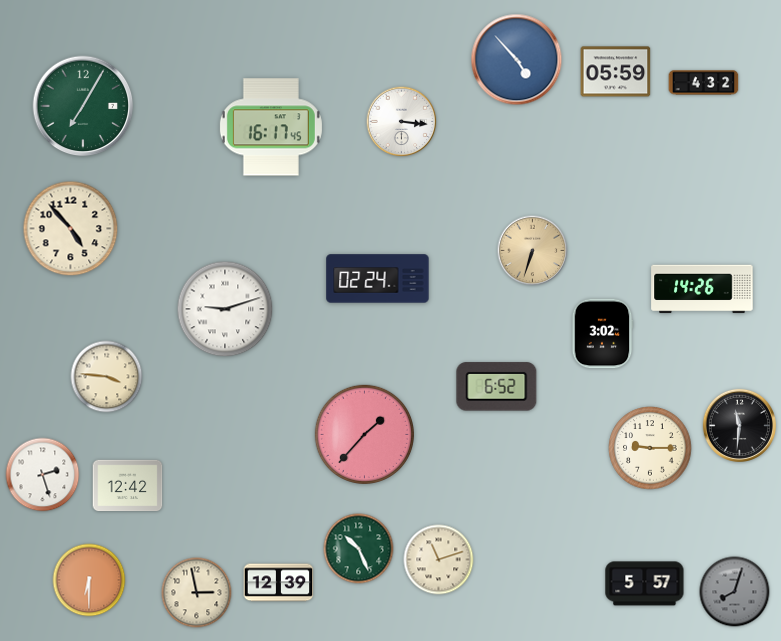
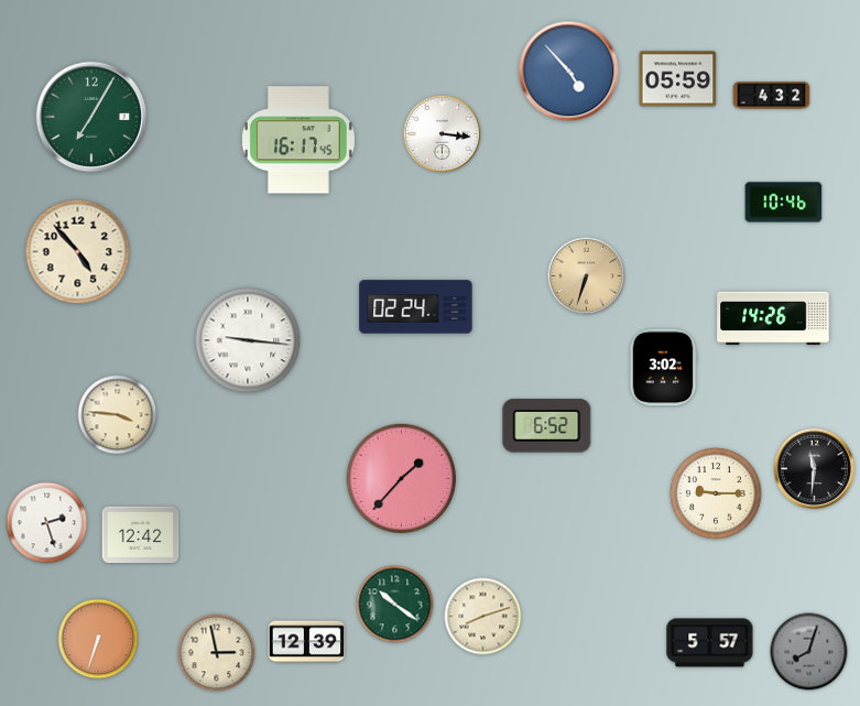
clock at (517, 60) position: (517, 60) -> (569, 72)
clock at (704, 83) position: (704, 83) -> (772, 96)
clock at (784, 203): none -> 10:46
clock at (225, 309): 9:12 -> 9:16
clock at (359, 549): 10:26 -> 10:21
clock at (439, 560): 11:12 -> 8:12
clock at (89, 580): 6:30 -> 6:33
